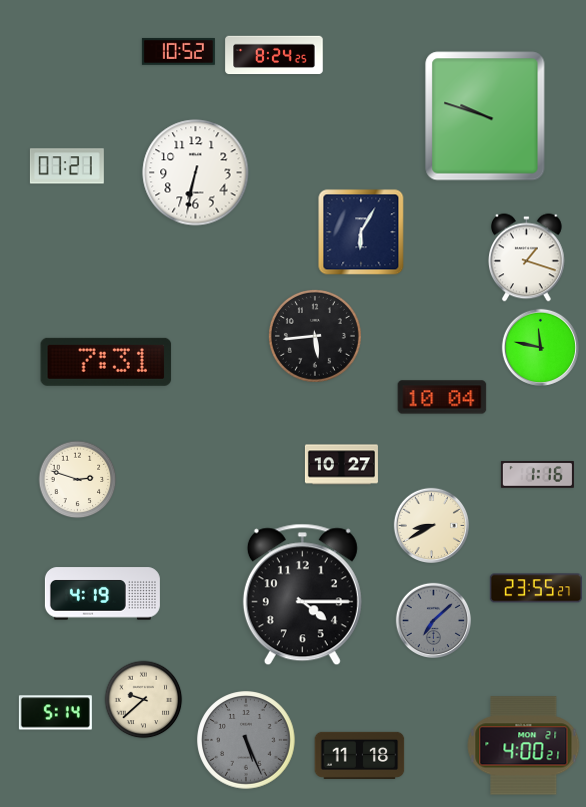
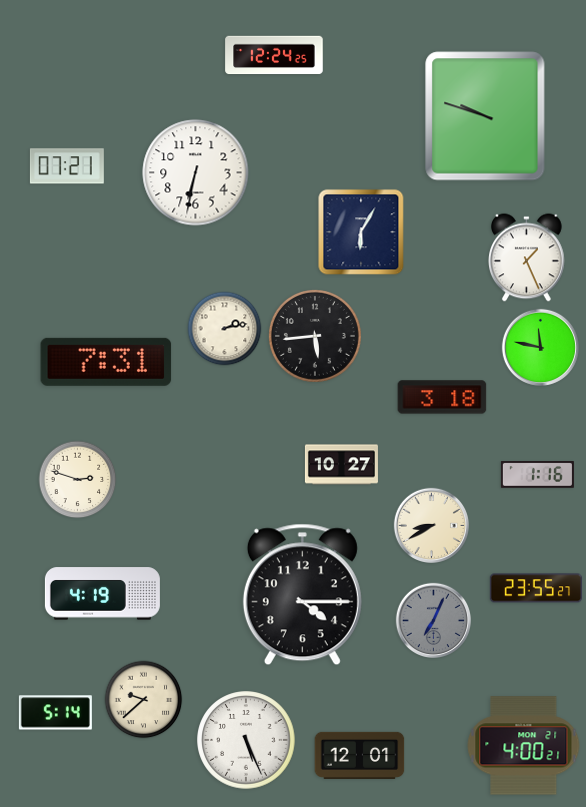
clock at (178, 51): 10:52 -> none
clock at (274, 55): 8:24 -> 12:24
clock at (527, 258): 1:18 -> 1:26
clock at (225, 329): none -> 2:13
clock at (442, 397): 10:04 -> 3:18
clock at (433, 620): 7:08 -> 7:04
clock at (246, 740) dial: grey -> white
clock at (360, 755): 11:18 -> 12:01
